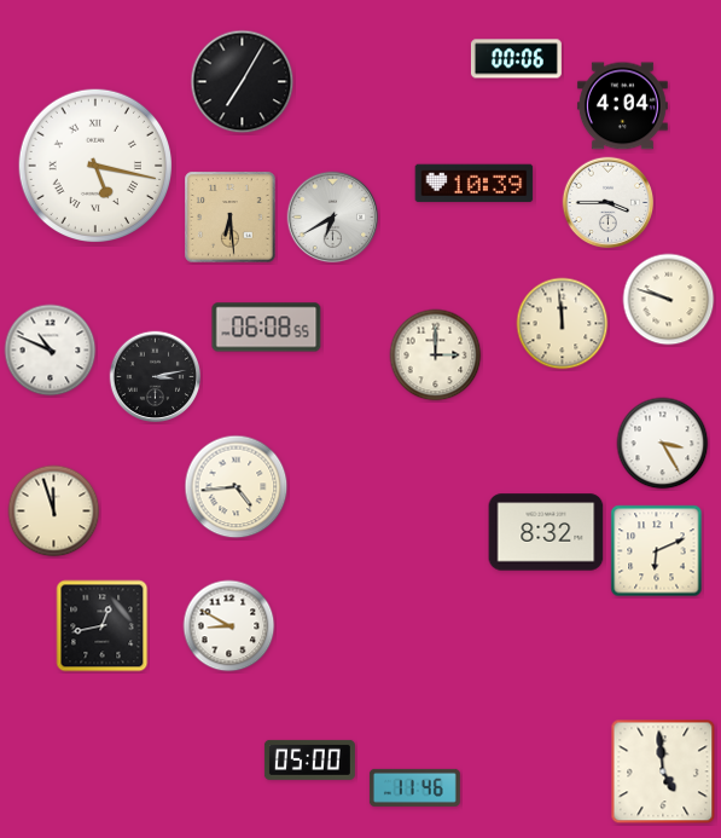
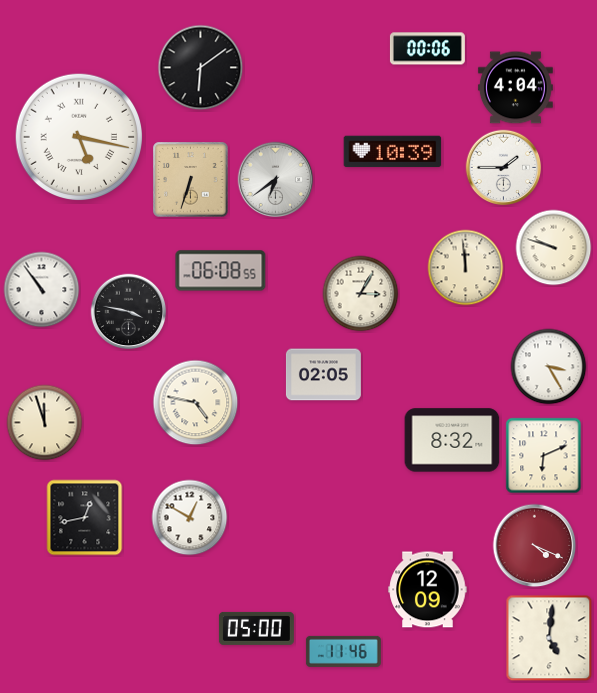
clock at (243, 82): 7:05 -> 6:09
clock at (609, 203): 3:45 -> 1:45
clock at (231, 218): 6:29 -> 6:33
clock at (333, 218): 6:40 -> 6:39
clock at (51, 351): 10:49 -> 10:54
clock at (436, 356): 3:00 -> 3:05
clock at (156, 377): 3:13 -> 3:47
clock at (323, 375): none -> 02:05
clock at (237, 487): 4:44 -> 4:47
clock at (229, 626): 8:50 -> 12:50
clock at (535, 546): none -> 4:19
clock at (428, 590): none -> 12:09
clock at (663, 771): 4:59 -> 5:01
